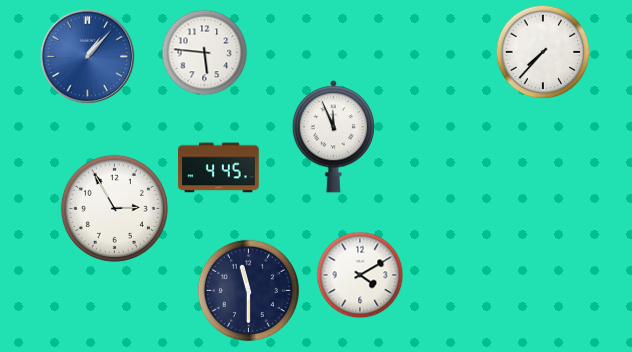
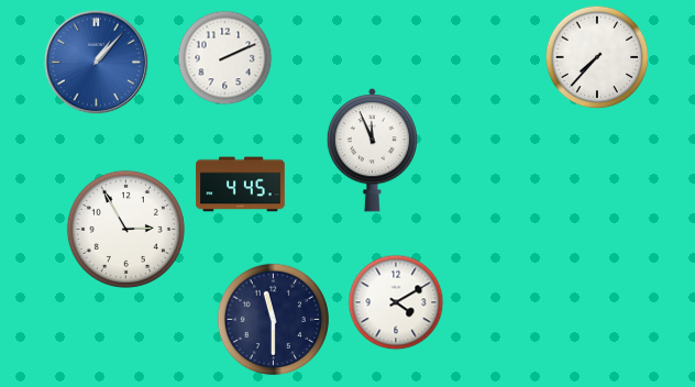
clock at (205, 53): 5:46 -> 2:11
clock at (333, 137) position: (333, 137) -> (372, 151)
